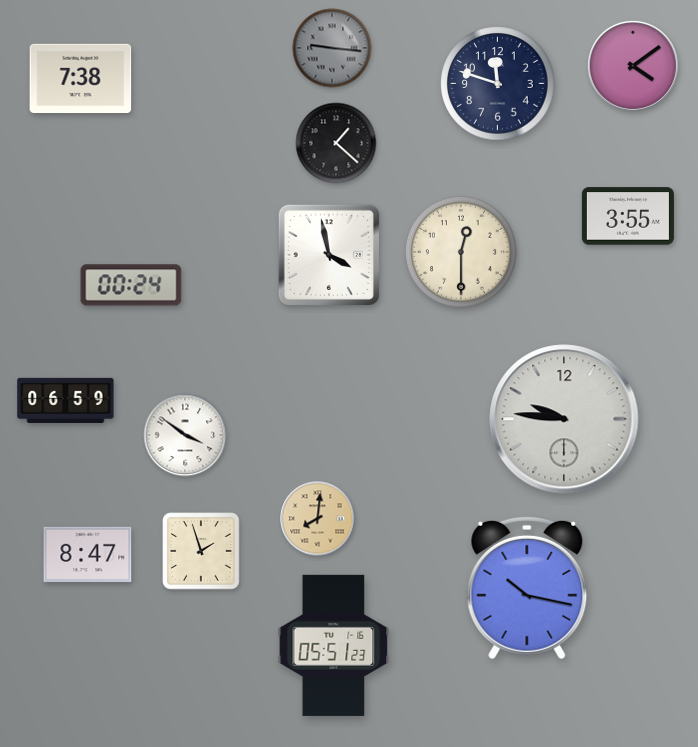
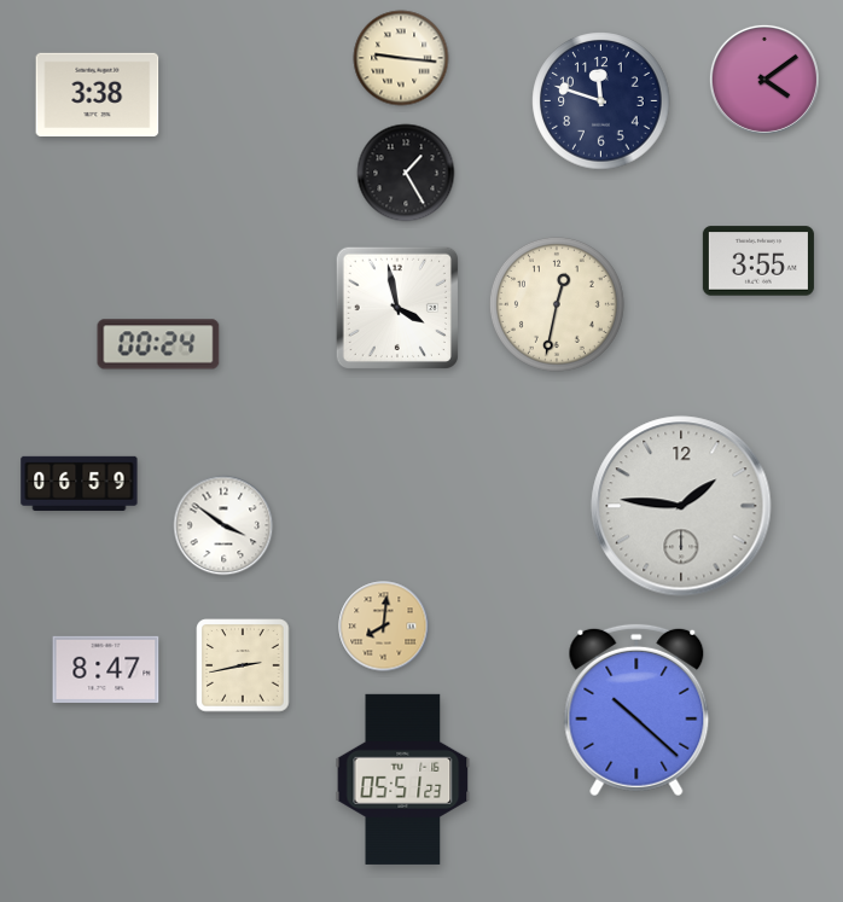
clock at (332, 48) dial: grey -> cream
clock at (81, 78): 7:38 -> 3:38
clock at (336, 143): 1:22 -> 1:25
clock at (461, 252): 12:30 -> 12:32
clock at (564, 419): 9:46 -> 1:46
clock at (201, 551): 1:57 -> 2:43
clock at (527, 588): 10:17 -> 10:22
